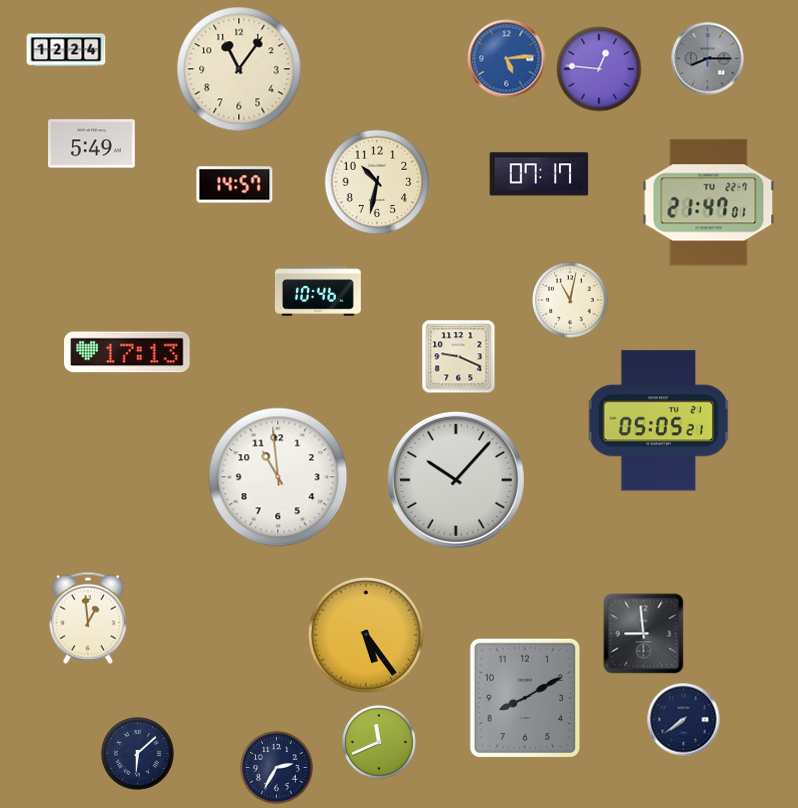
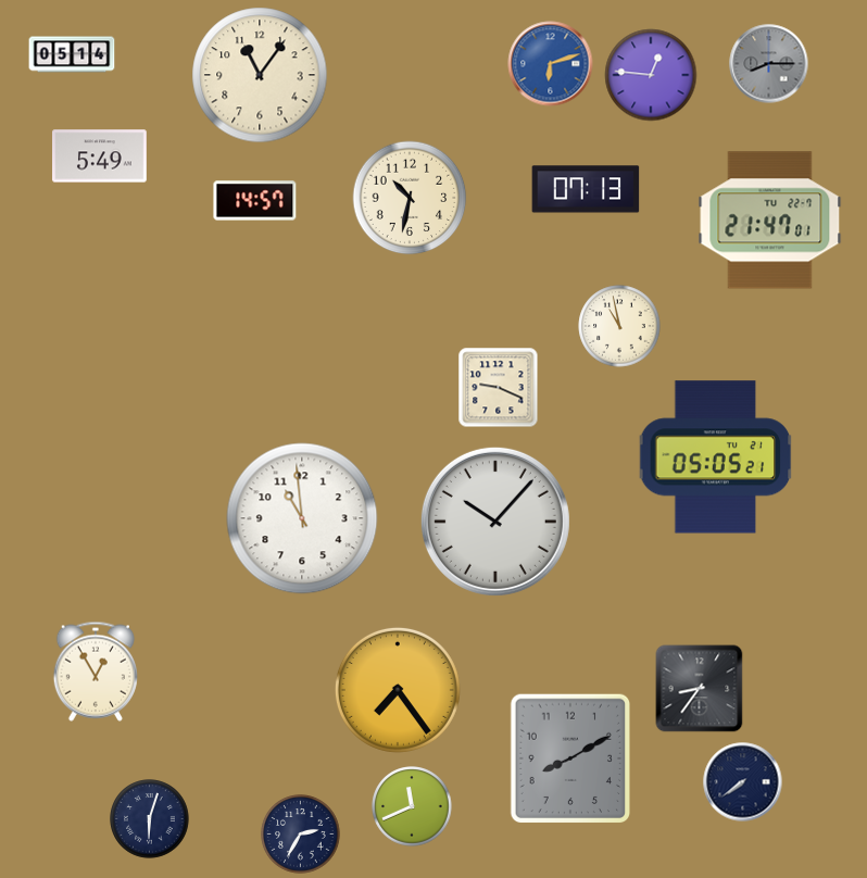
clock at (66, 50): 12:24 -> 05:14
clock at (507, 59): 5:14 -> 6:12
clock at (539, 174): 07:17 -> 07:13
clock at (318, 291): 10:46 -> none
clock at (570, 300): 11:02 -> 10:58
clock at (127, 352): 17:13 -> none
clock at (88, 618): 12:59 -> 12:55
clock at (644, 634): 8:59 -> 8:36
clock at (366, 635): 5:24 -> 7:24
clock at (138, 754): 6:08 -> 6:03
